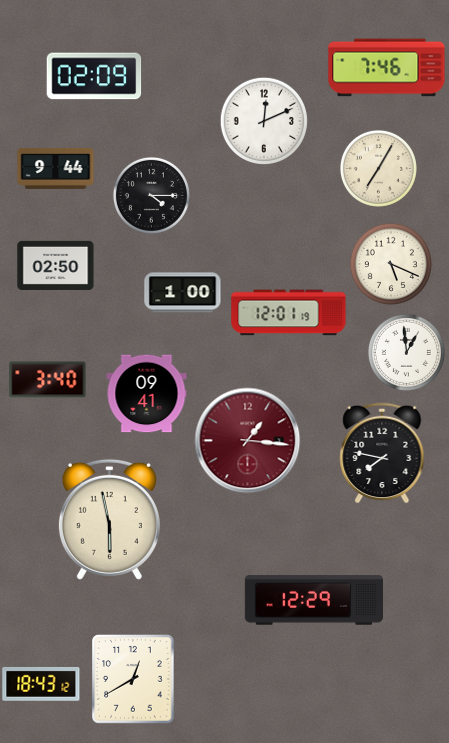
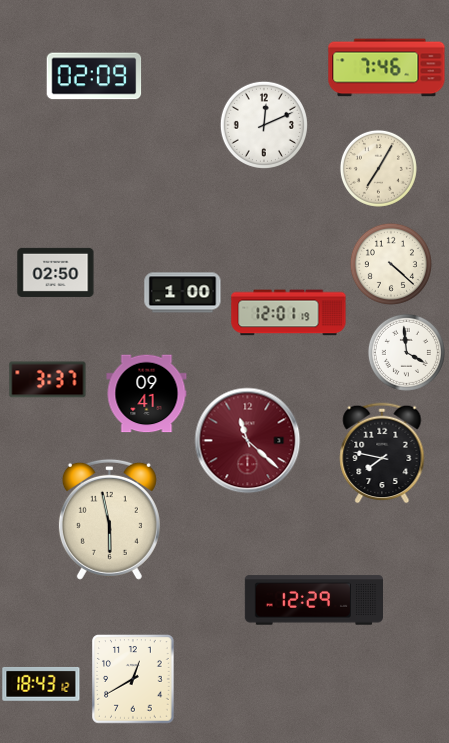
clock at (264, 121) position: (264, 121) -> (264, 125)
clock at (56, 168): 9:44 -> none
clock at (151, 195): 4:15 -> none
clock at (391, 264): 5:19 -> 4:22
clock at (56, 265) position: (56, 265) -> (56, 272)
clock at (406, 352): 12:59 -> 3:59
clock at (48, 380): 3:40 -> 3:37
clock at (248, 441): 1:16 -> 11:22
